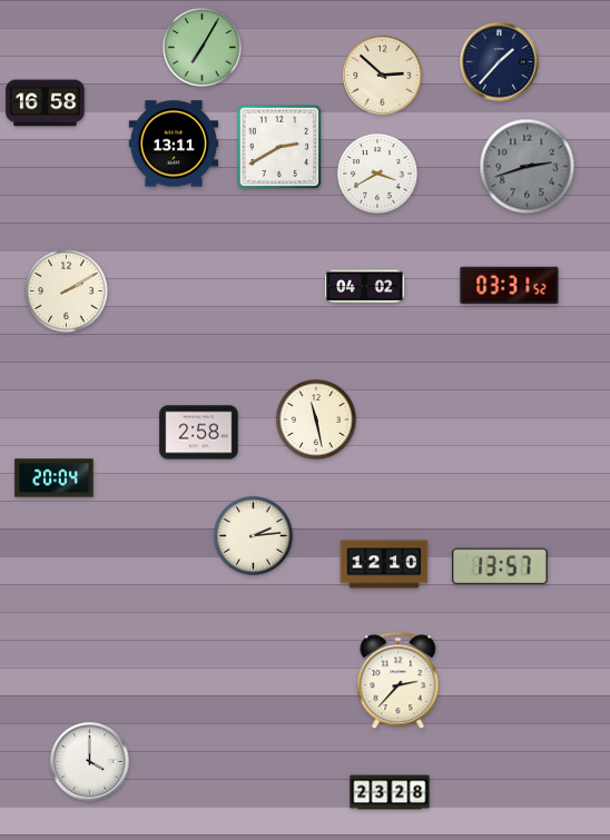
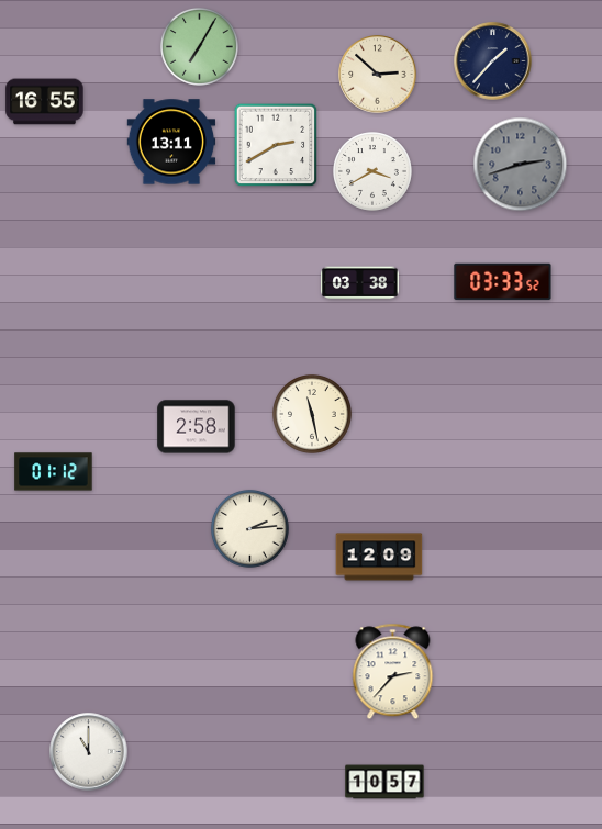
clock at (46, 103): 16:58 -> 16:55
clock at (510, 286): 03:31 -> 03:33
clock at (365, 287): 04:02 -> 03:38
clock at (67, 291): 2:10 -> none
clock at (55, 478): 20:04 -> 01:12
clock at (384, 564): 12:10 -> 12:09
clock at (500, 566): 13:57 -> none
clock at (90, 762): 4:00 -> 11:00
clock at (390, 792): 23:28 -> 10:57
